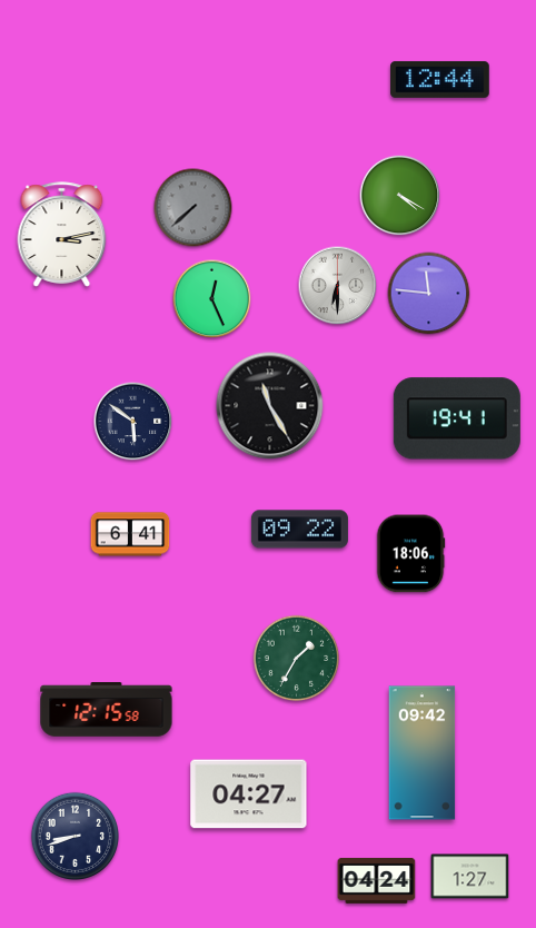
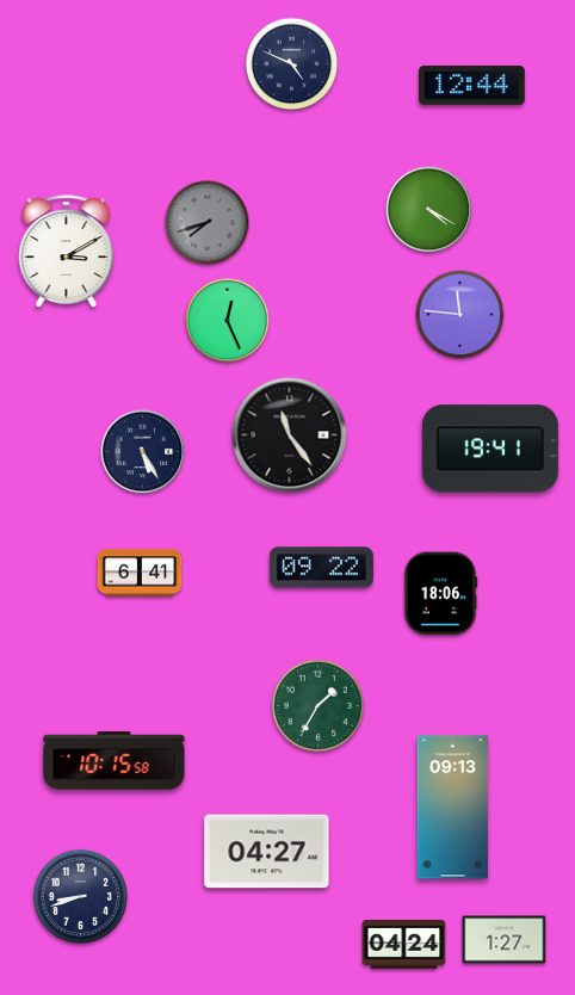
clock at (292, 64): none -> 4:49
clock at (193, 208): 7:38 -> 7:42
clock at (62, 235): 3:13 -> 3:10
clock at (338, 286): 6:30 -> none
clock at (270, 406): 11:25 -> 11:24
clock at (133, 422): 5:51 -> 5:25
clock at (107, 710): 12:15 -> 10:15
clock at (423, 753): 09:42 -> 09:13
